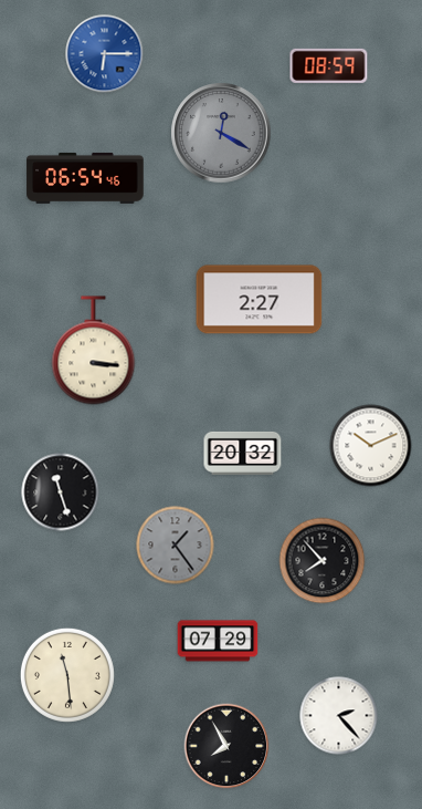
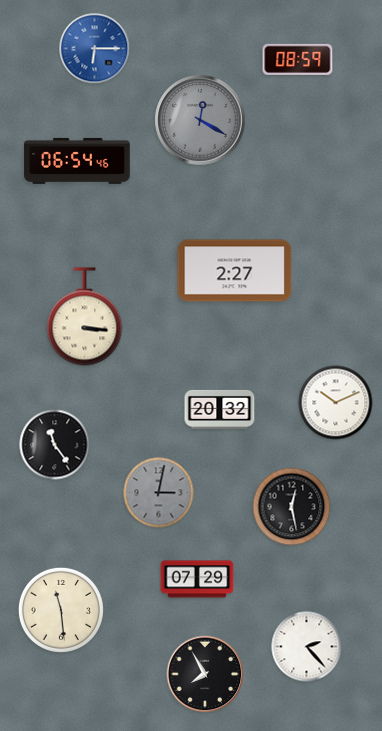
clock at (61, 492): 11:27 -> 11:24
clock at (176, 546): 1:24 -> 3:02
clock at (323, 561): 7:53 -> 12:28
